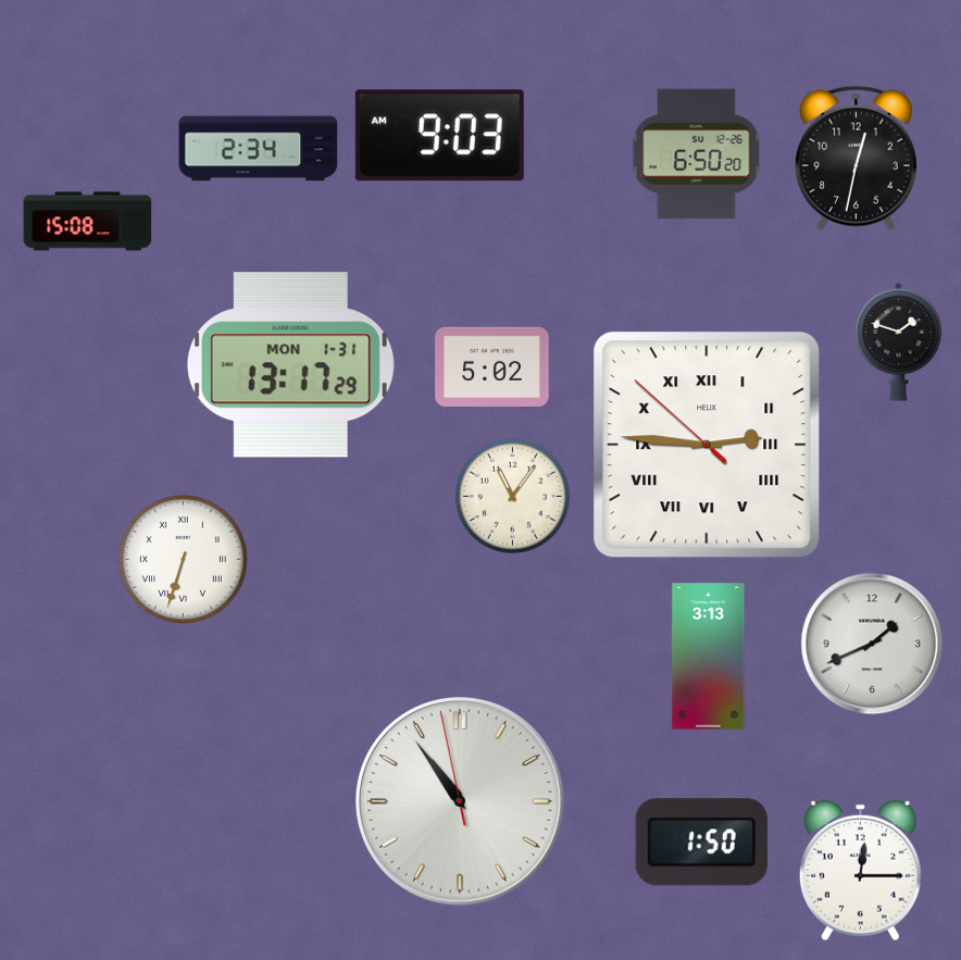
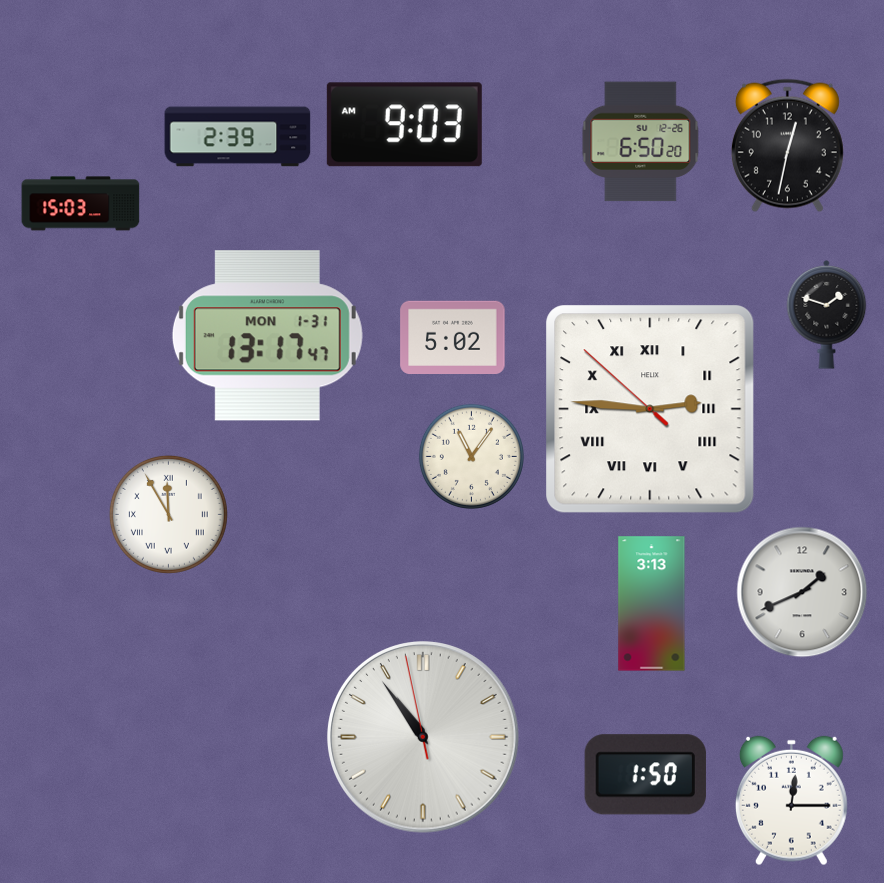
clock at (259, 149): 2:34 -> 2:39
clock at (88, 222): 15:08 -> 15:03
clock at (290, 365): 13:17:29 -> 13:17:47
clock at (183, 559): 6:33 -> 11:55
